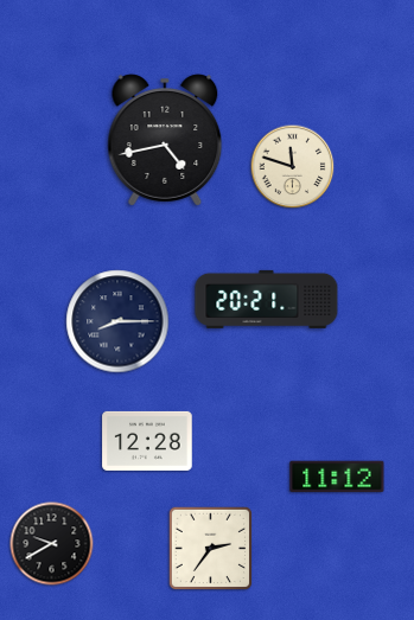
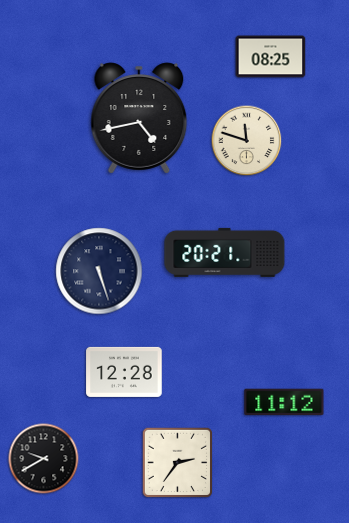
clock at (271, 57): none -> 08:25
clock at (117, 321): 8:15 -> 5:27
